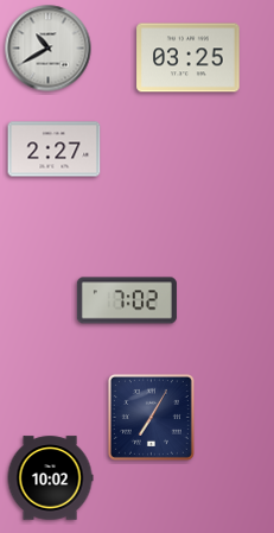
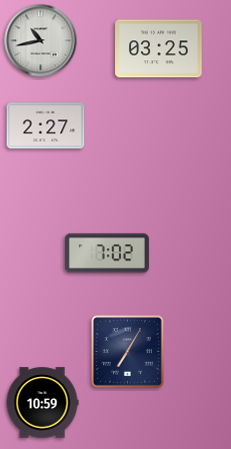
clock at (49, 49): 10:40 -> 10:43
clock at (50, 478): 10:02 -> 10:59
